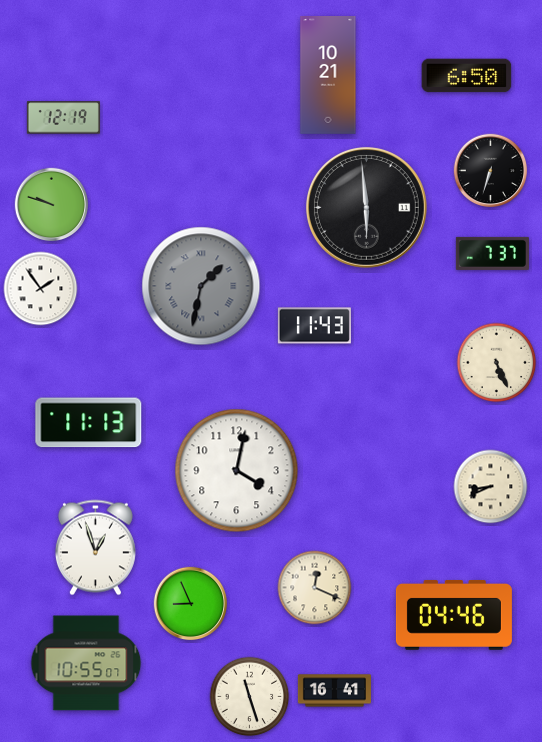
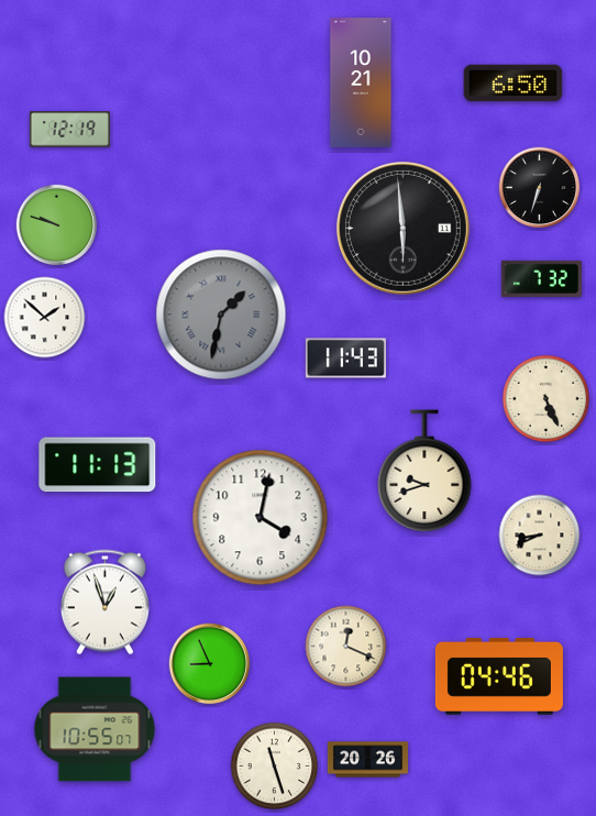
clock at (492, 253): 7:37 -> 7:32
clock at (41, 289): 1:54 -> 1:52
clock at (424, 471): none -> 9:42
clock at (334, 691): 16:41 -> 20:26
